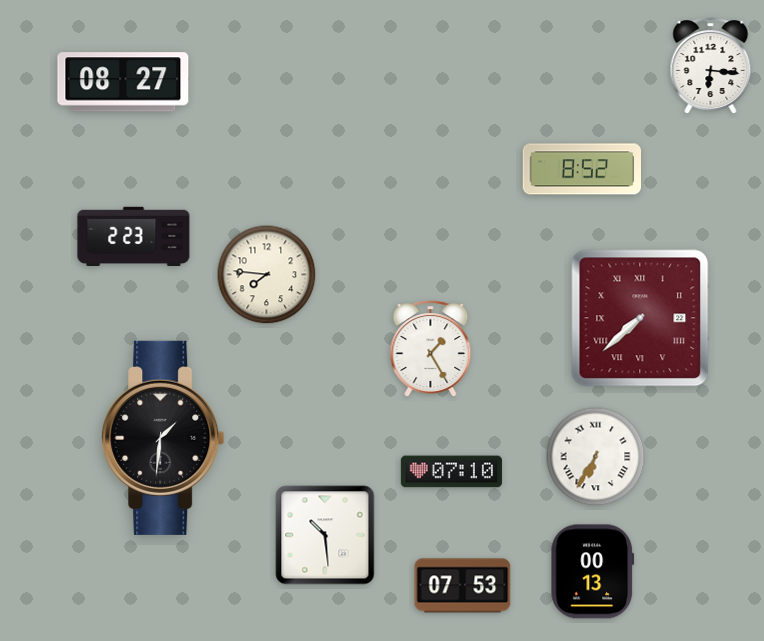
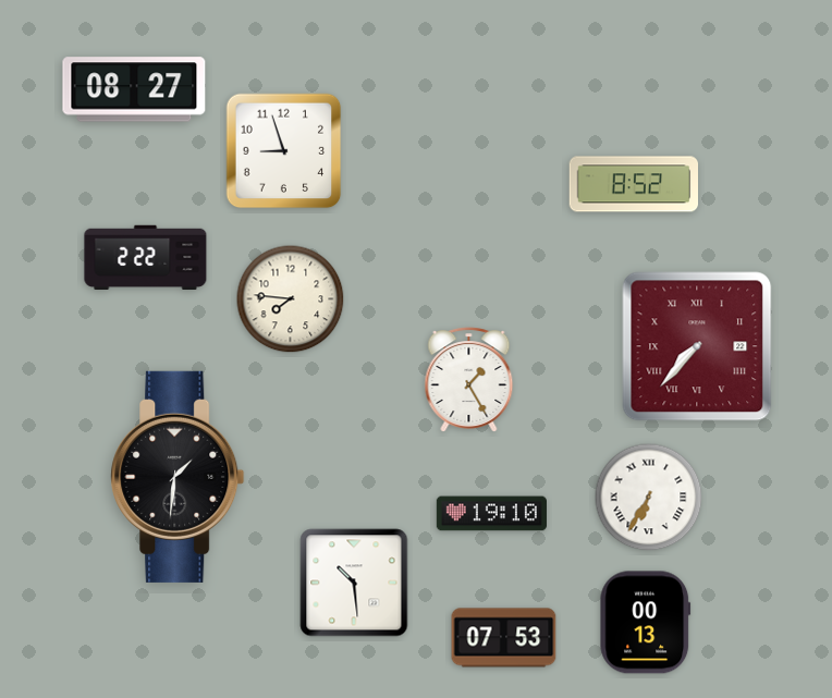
clock at (711, 66): 6:16 -> none
clock at (284, 151): none -> 8:57
clock at (134, 236): 2:23 -> 2:22
clock at (640, 318): 7:38 -> 7:37
clock at (451, 472): 07:10 -> 19:10
